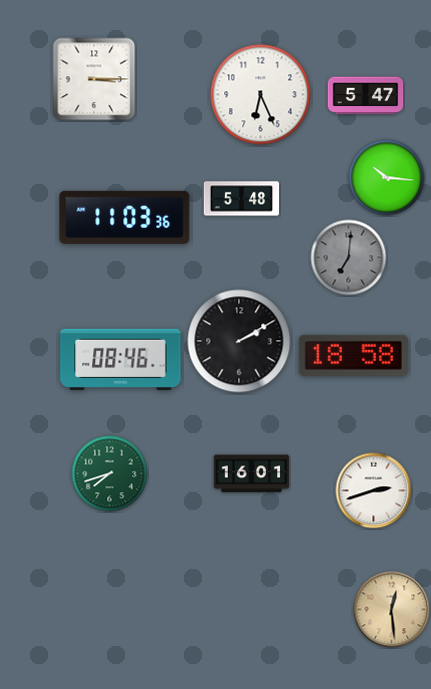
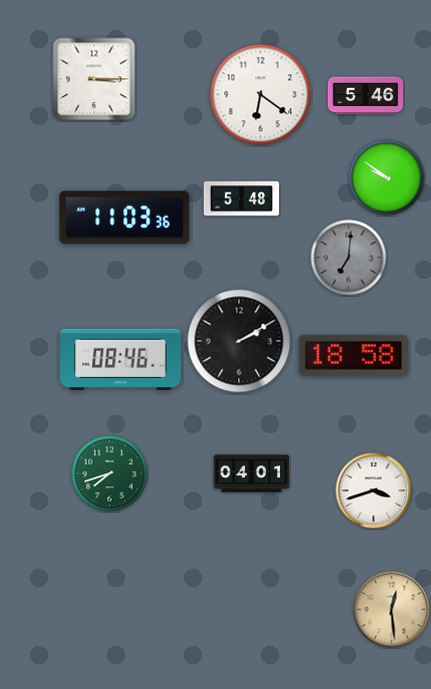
clock at (261, 95): 6:26 -> 6:21
clock at (366, 96): 5:47 -> 5:46
clock at (387, 178): 10:16 -> 9:51
clock at (252, 474): 16:01 -> 04:01
clock at (374, 491): 2:42 -> 3:42
